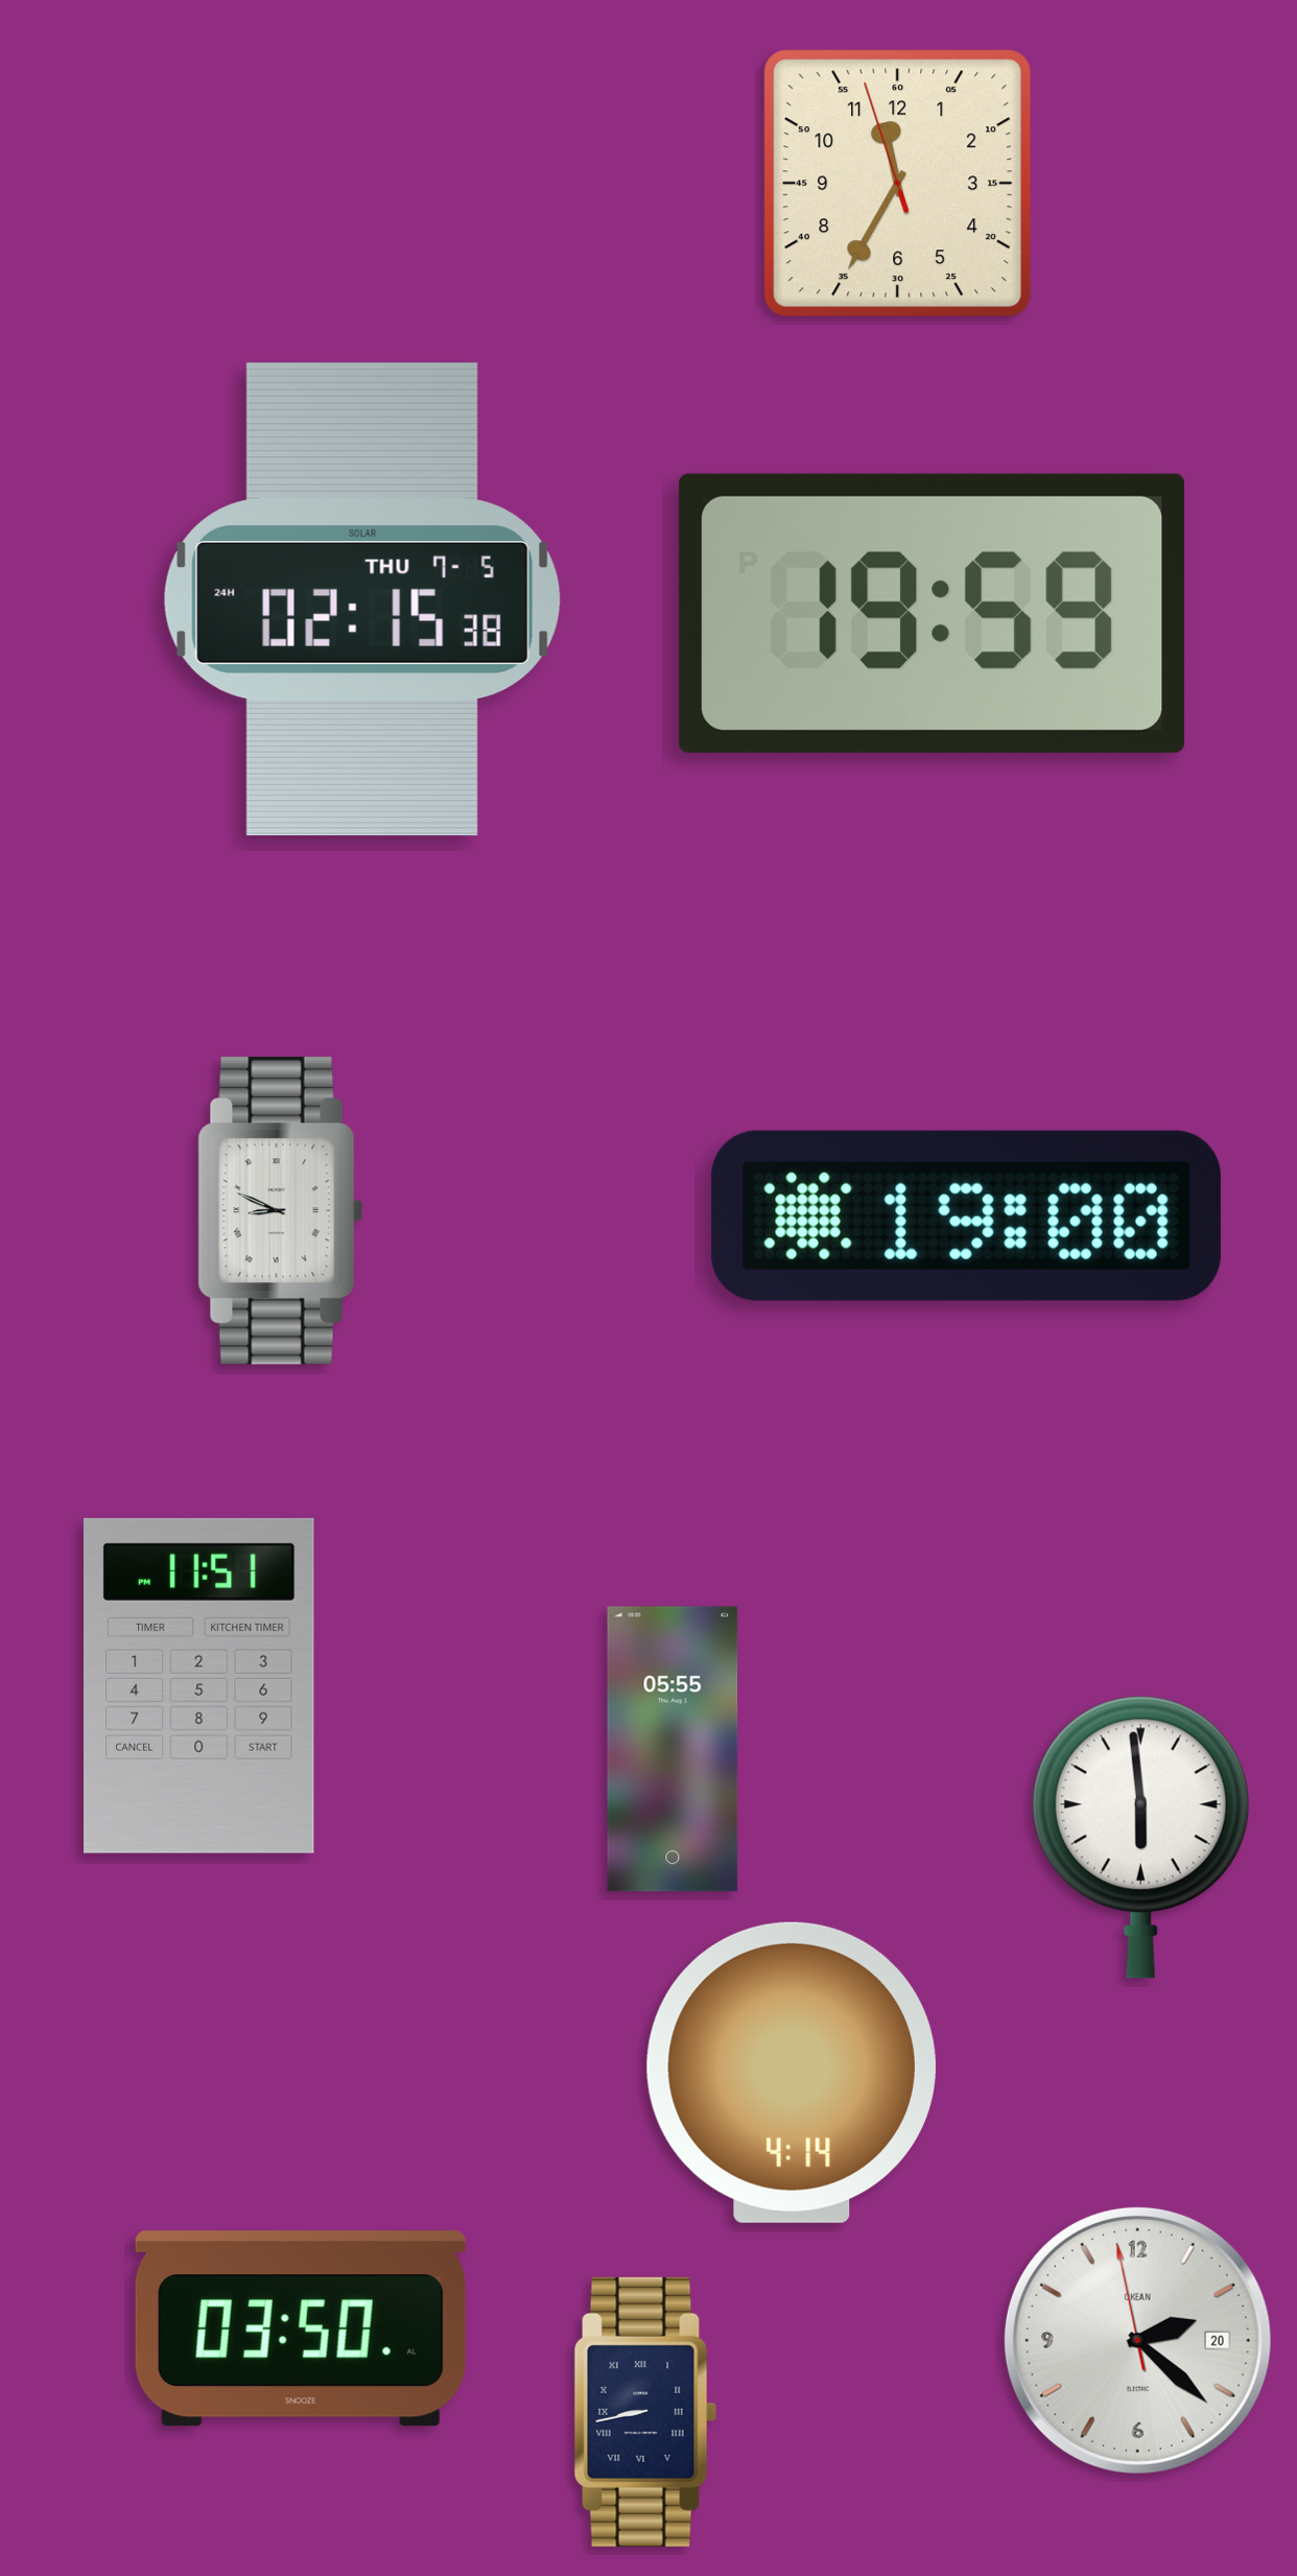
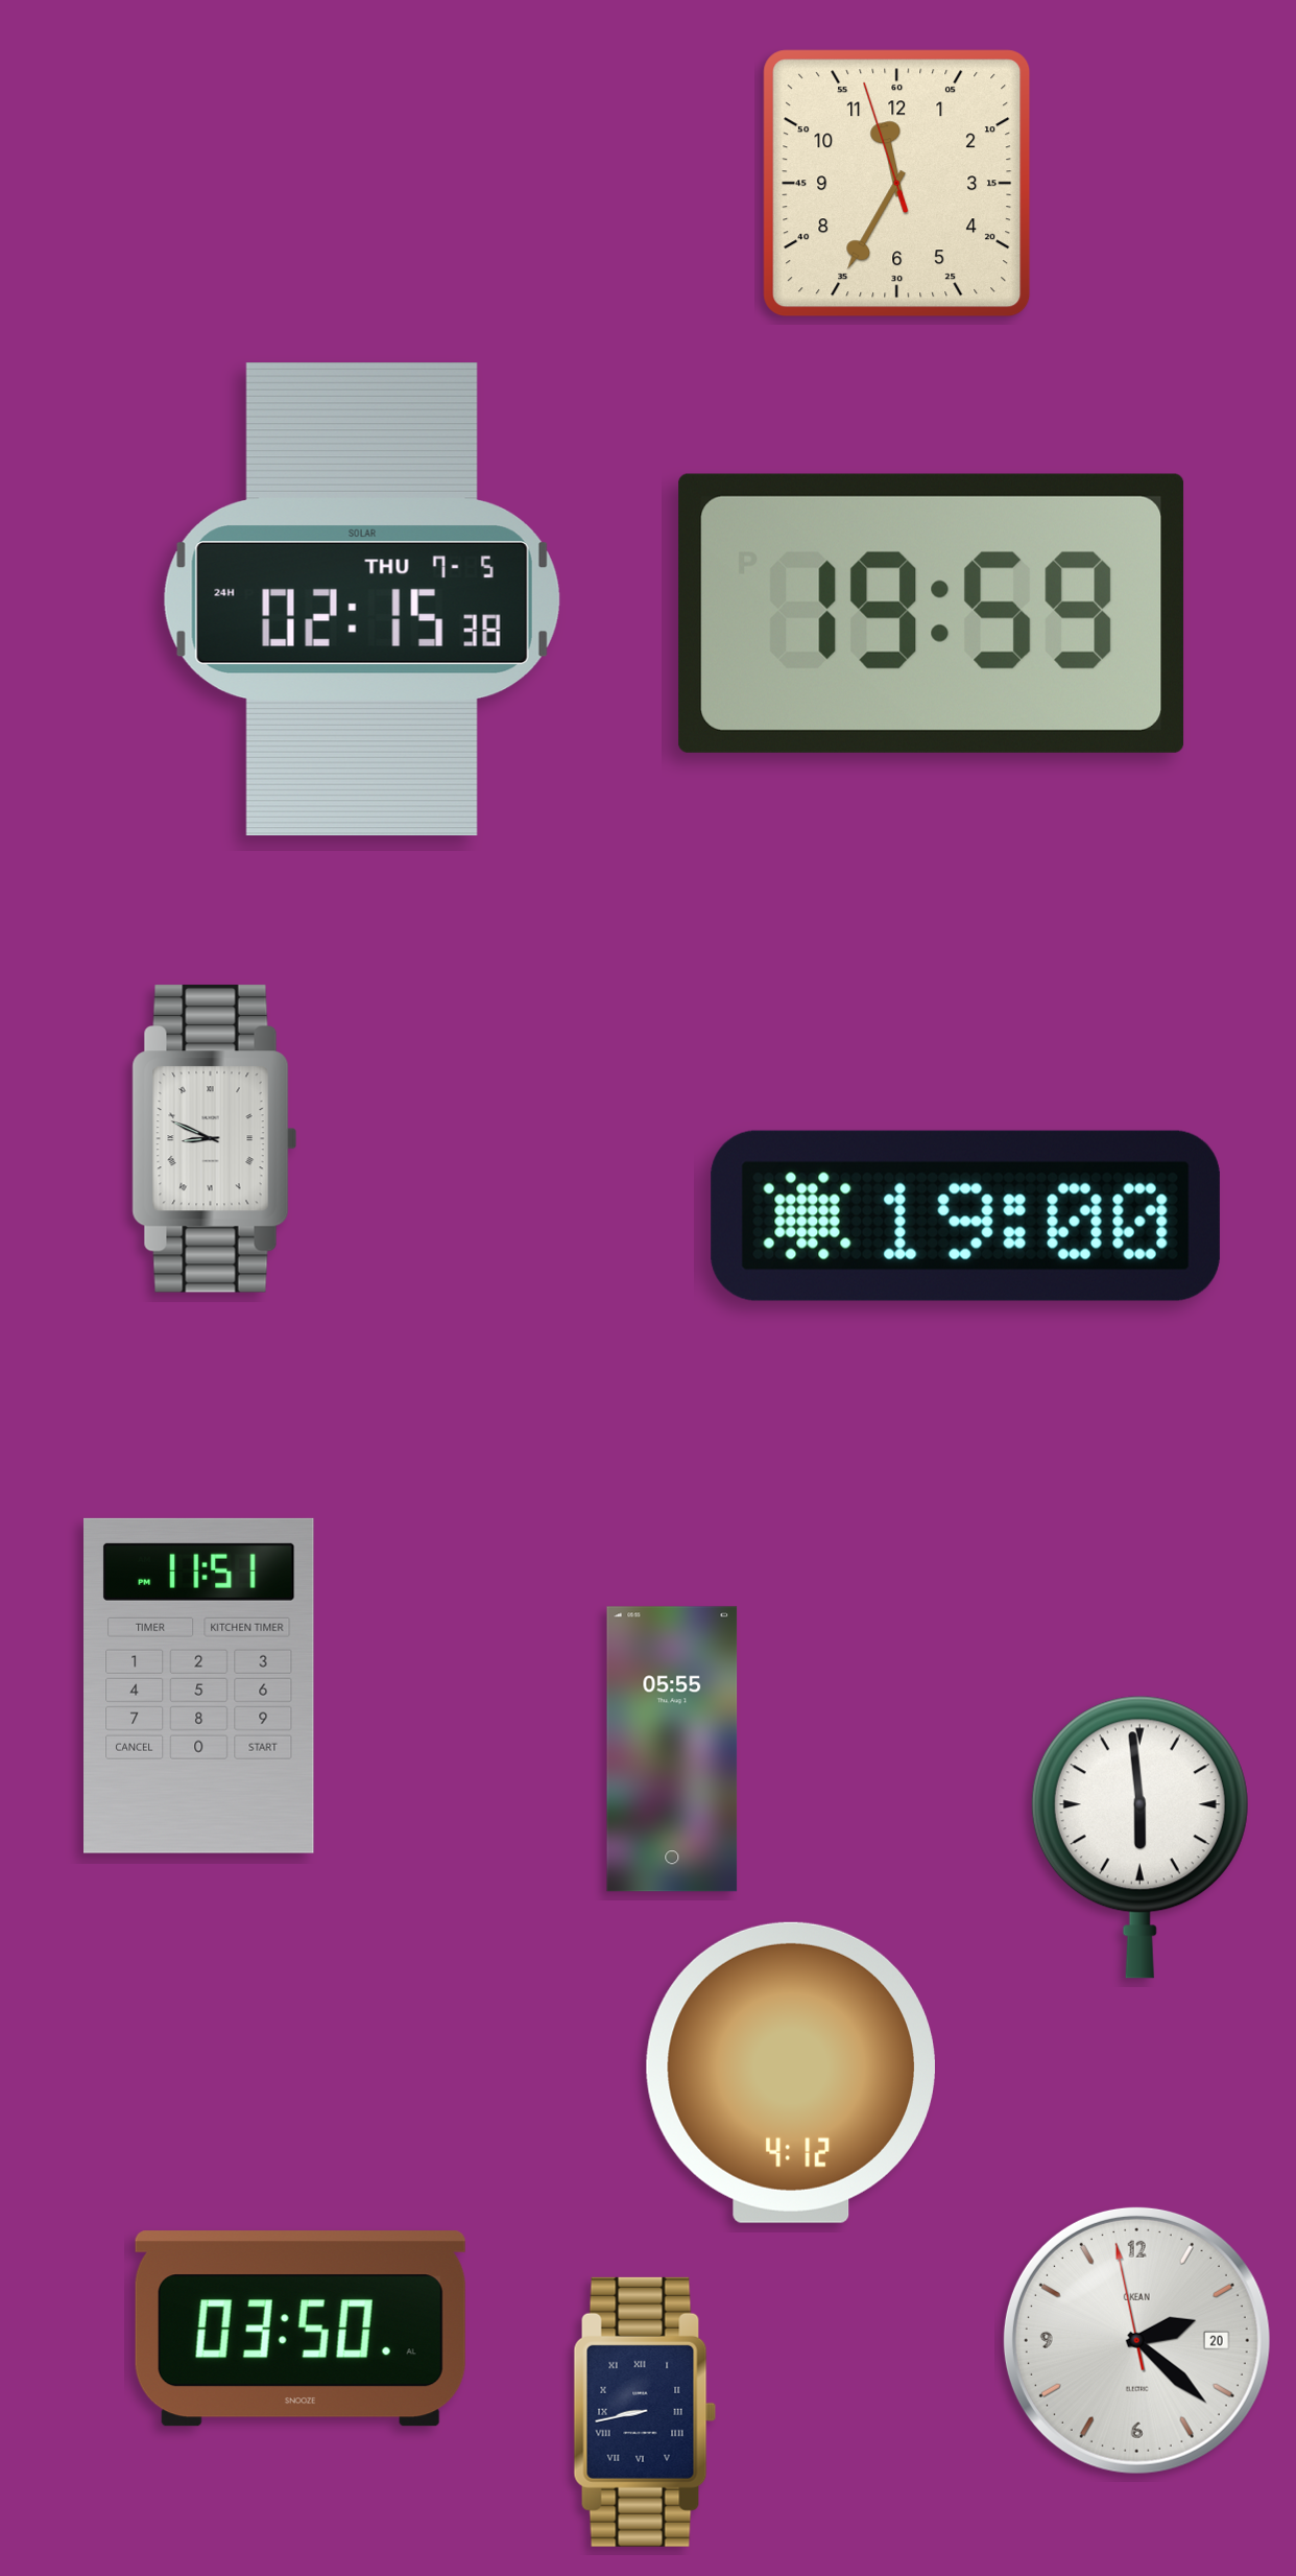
clock at (281, 1210) position: (281, 1210) -> (215, 1138)
clock at (792, 2073): 4:14 -> 4:12
